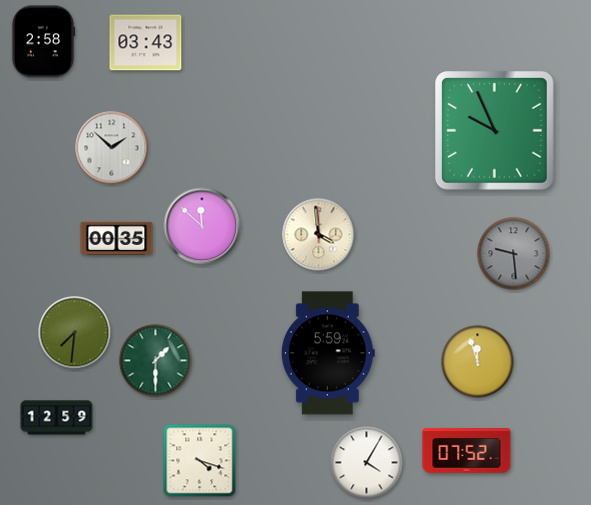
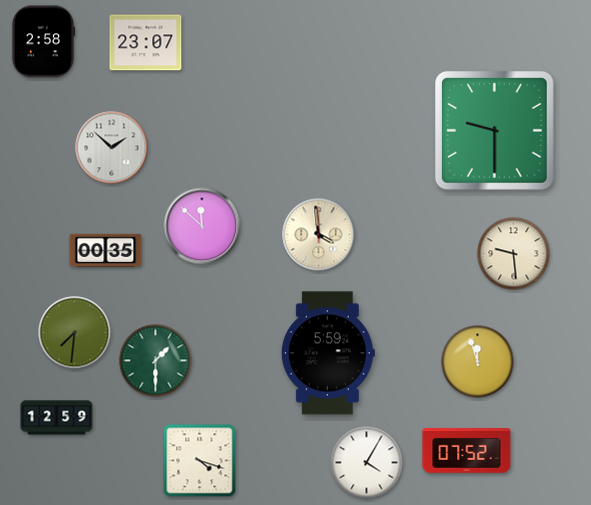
clock at (146, 43): 03:43 -> 23:07
clock at (495, 131): 9:56 -> 9:30
clock at (117, 238) position: (117, 238) -> (106, 250)
clock at (514, 254) dial: grey -> cream
